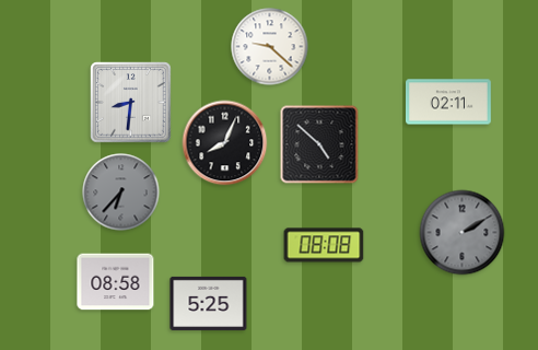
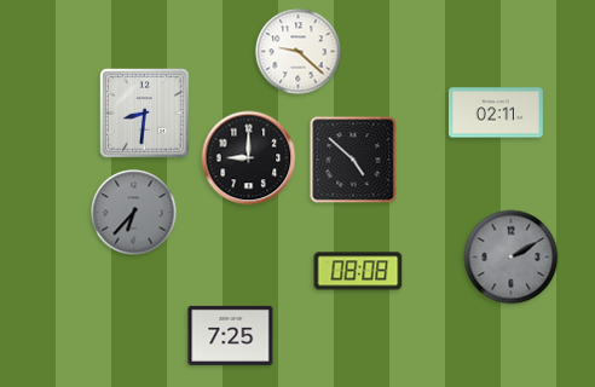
clock at (225, 143): 8:04 -> 9:00
clock at (116, 282): 08:58 -> none
clock at (209, 303): 5:25 -> 7:25
